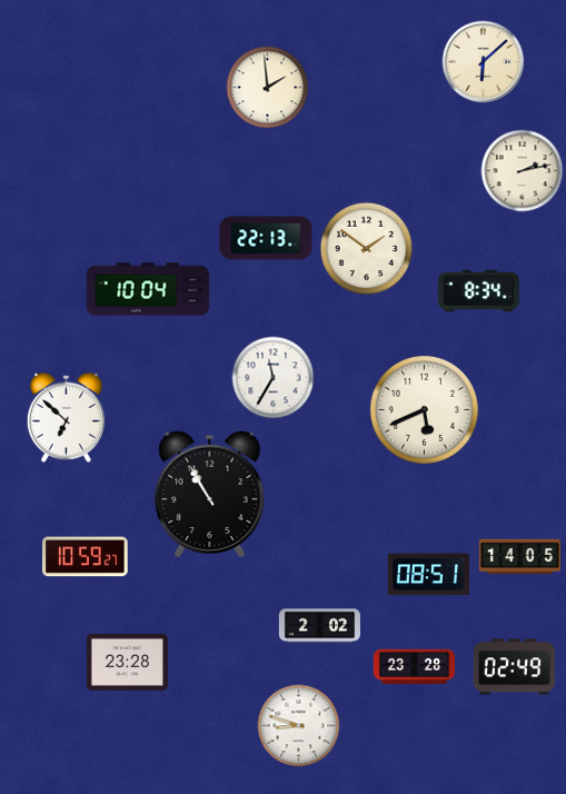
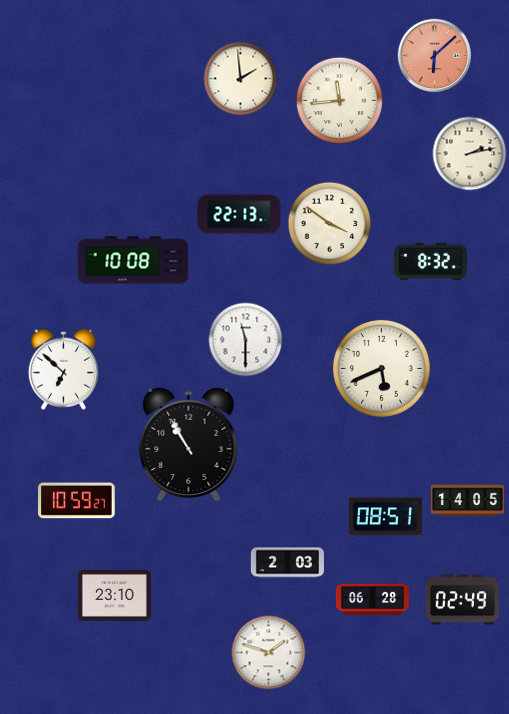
clock at (484, 62) dial: cream -> salmon
clock at (340, 101): none -> 11:44
clock at (367, 249): 1:51 -> 3:51
clock at (148, 289): 10:04 -> 10:08
clock at (478, 291): 8:34 -> 8:32
clock at (274, 378): 11:35 -> 11:30
clock at (66, 417) position: (66, 417) -> (63, 369)
clock at (319, 626): 2:02 -> 2:03
clock at (127, 662): 23:28 -> 23:10
clock at (414, 667): 23:28 -> 06:28
clock at (299, 726): 8:48 -> 1:48
